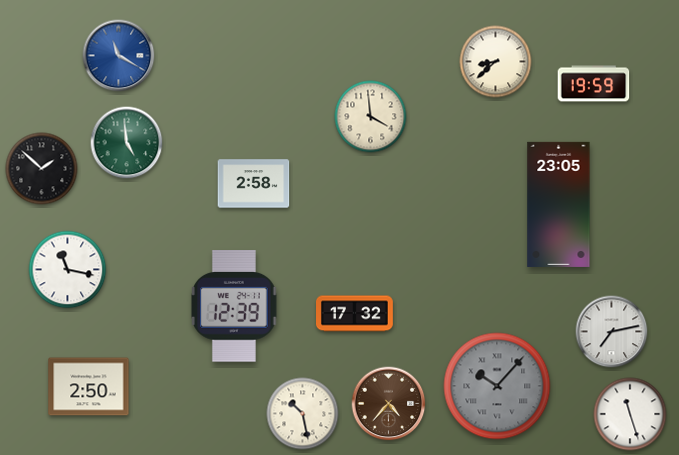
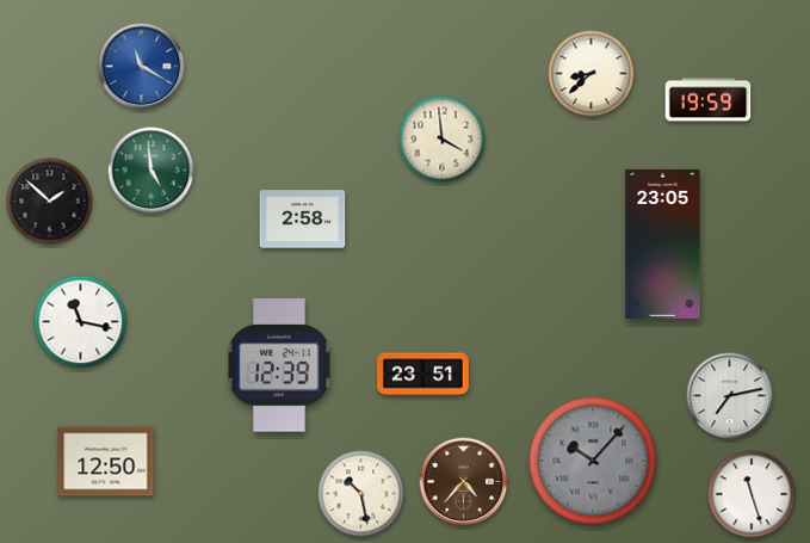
clock at (559, 204) position: (559, 204) -> (663, 243)
clock at (355, 314): 17:32 -> 23:51
clock at (89, 387): 2:50 -> 12:50
